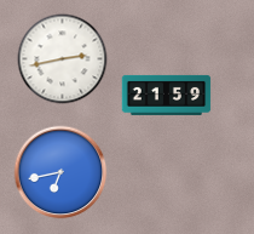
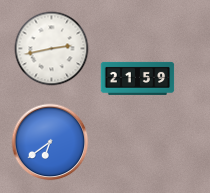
clock at (60, 172): 6:43 -> 6:39
